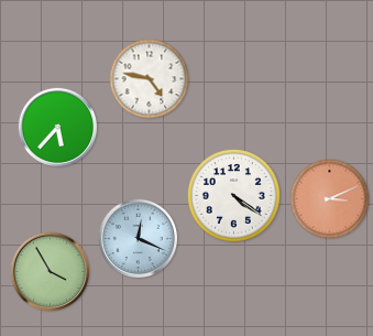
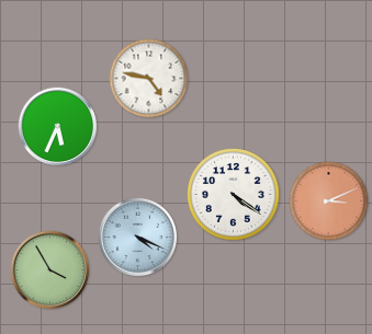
clock at (58, 128): 5:37 -> 5:34
clock at (330, 199) position: (330, 199) -> (329, 201)
clock at (139, 239): 12:19 -> 4:19
